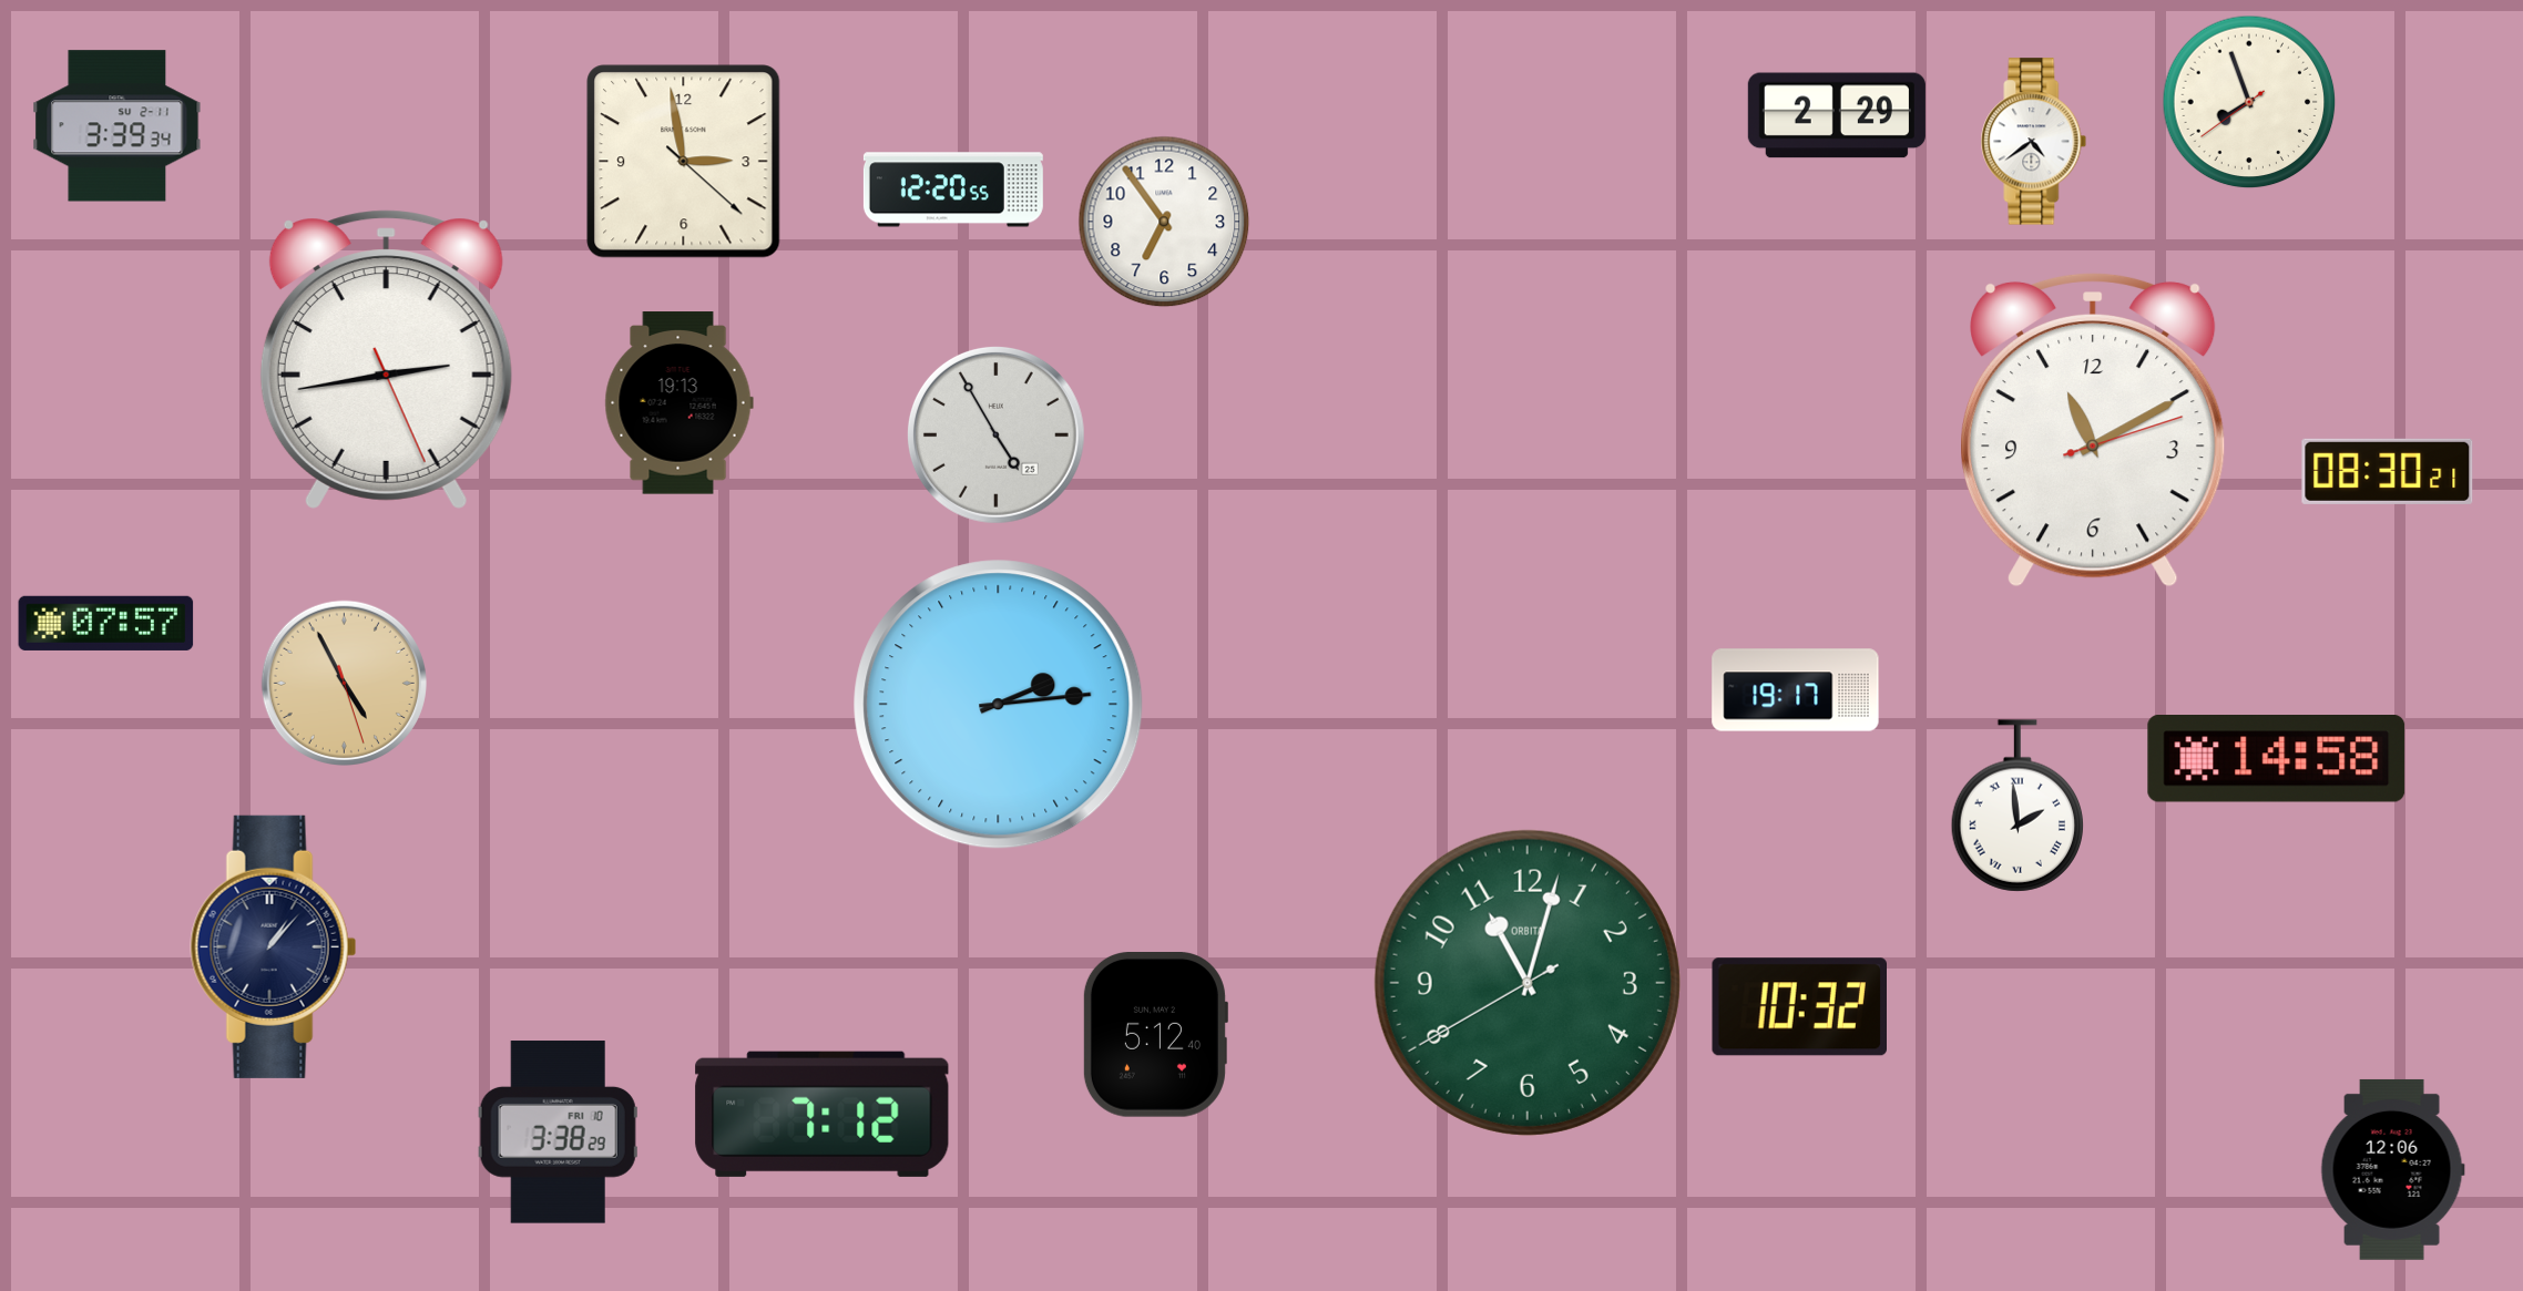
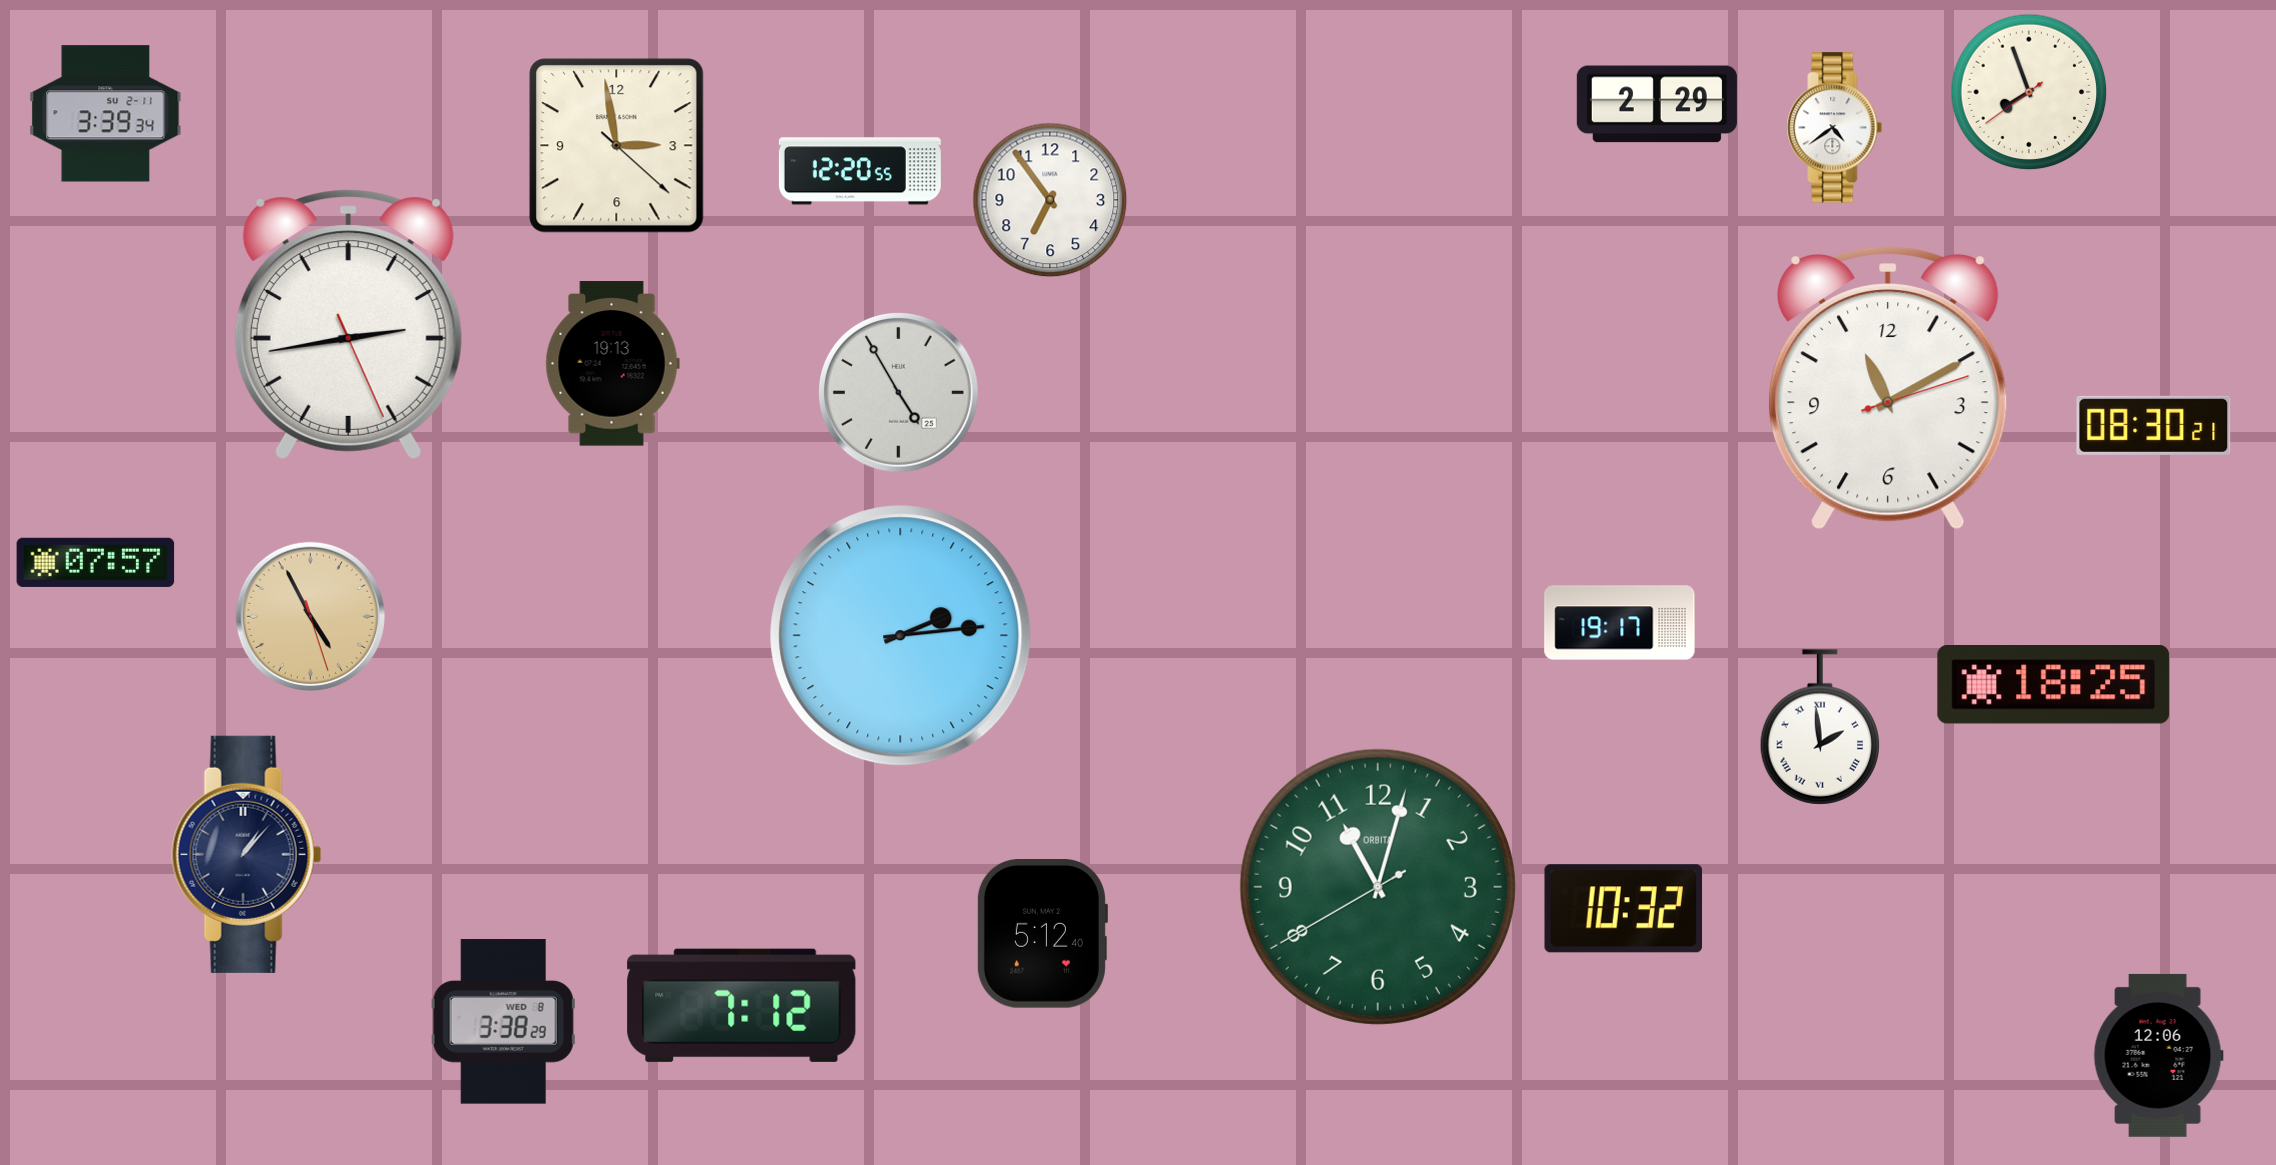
clock at (2277, 759): 14:58 -> 18:25
clock at (558, 1133) date: FRI 10 -> WED 8
